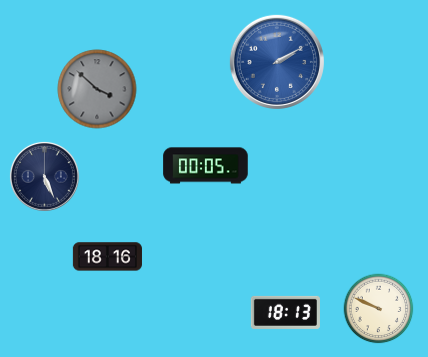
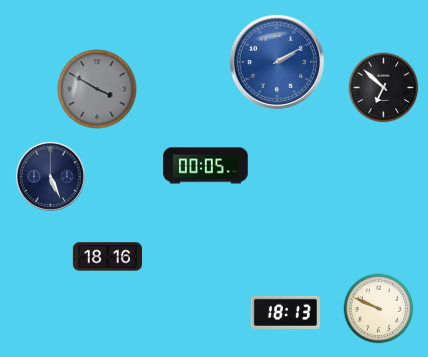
clock at (384, 88): none -> 6:52
clock at (97, 89): 3:52 -> 3:50
clock at (44, 176) position: (44, 176) -> (50, 176)
